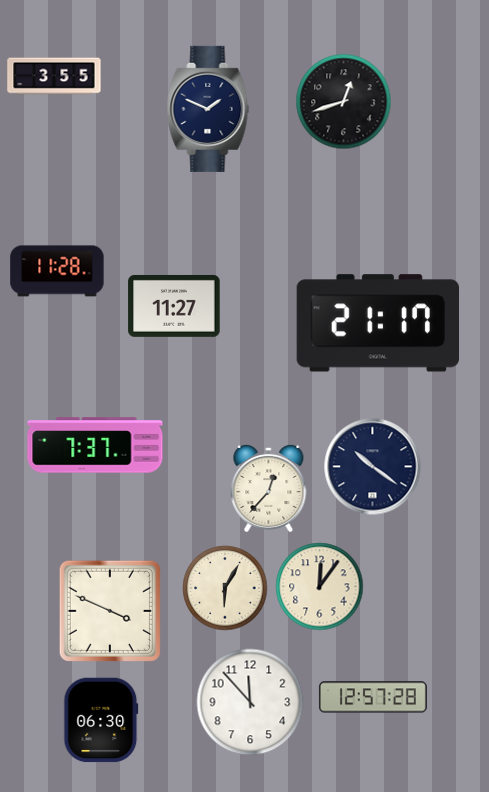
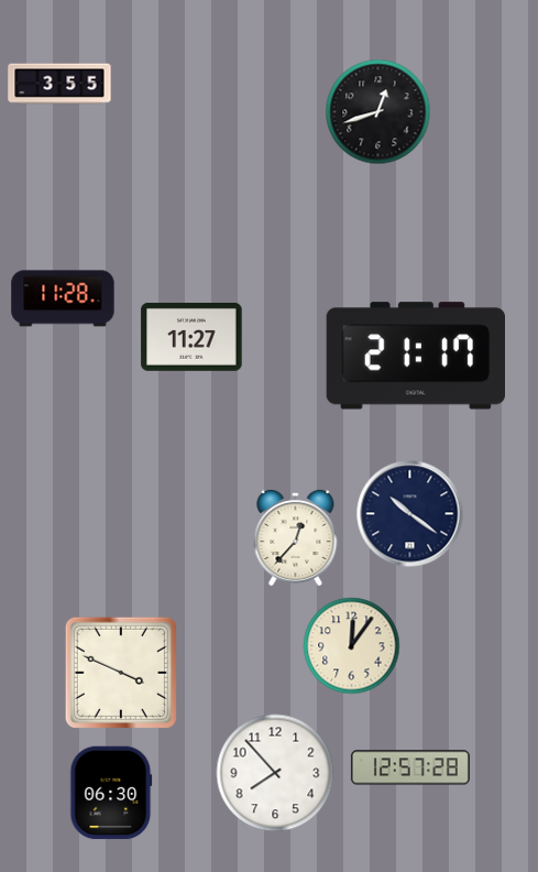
clock at (208, 109): 1:49 -> none
clock at (95, 445): 7:37 -> none
clock at (225, 588): 6:05 -> none
clock at (250, 702): 11:53 -> 7:53
